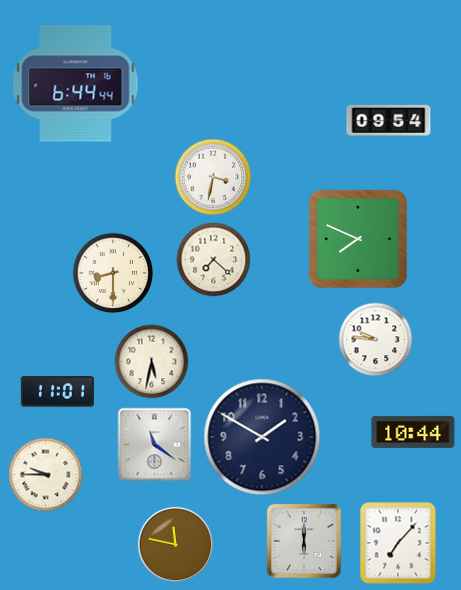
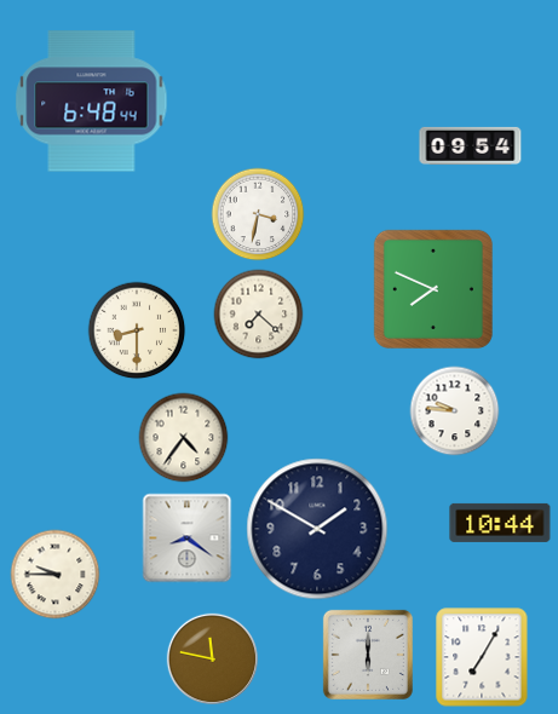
clock at (76, 84): 6:44 -> 6:48
clock at (152, 362): 5:32 -> 4:36
clock at (57, 392): 11:01 -> none
clock at (155, 445): 11:21 -> 8:21
clock at (398, 543): 7:07 -> 7:05
